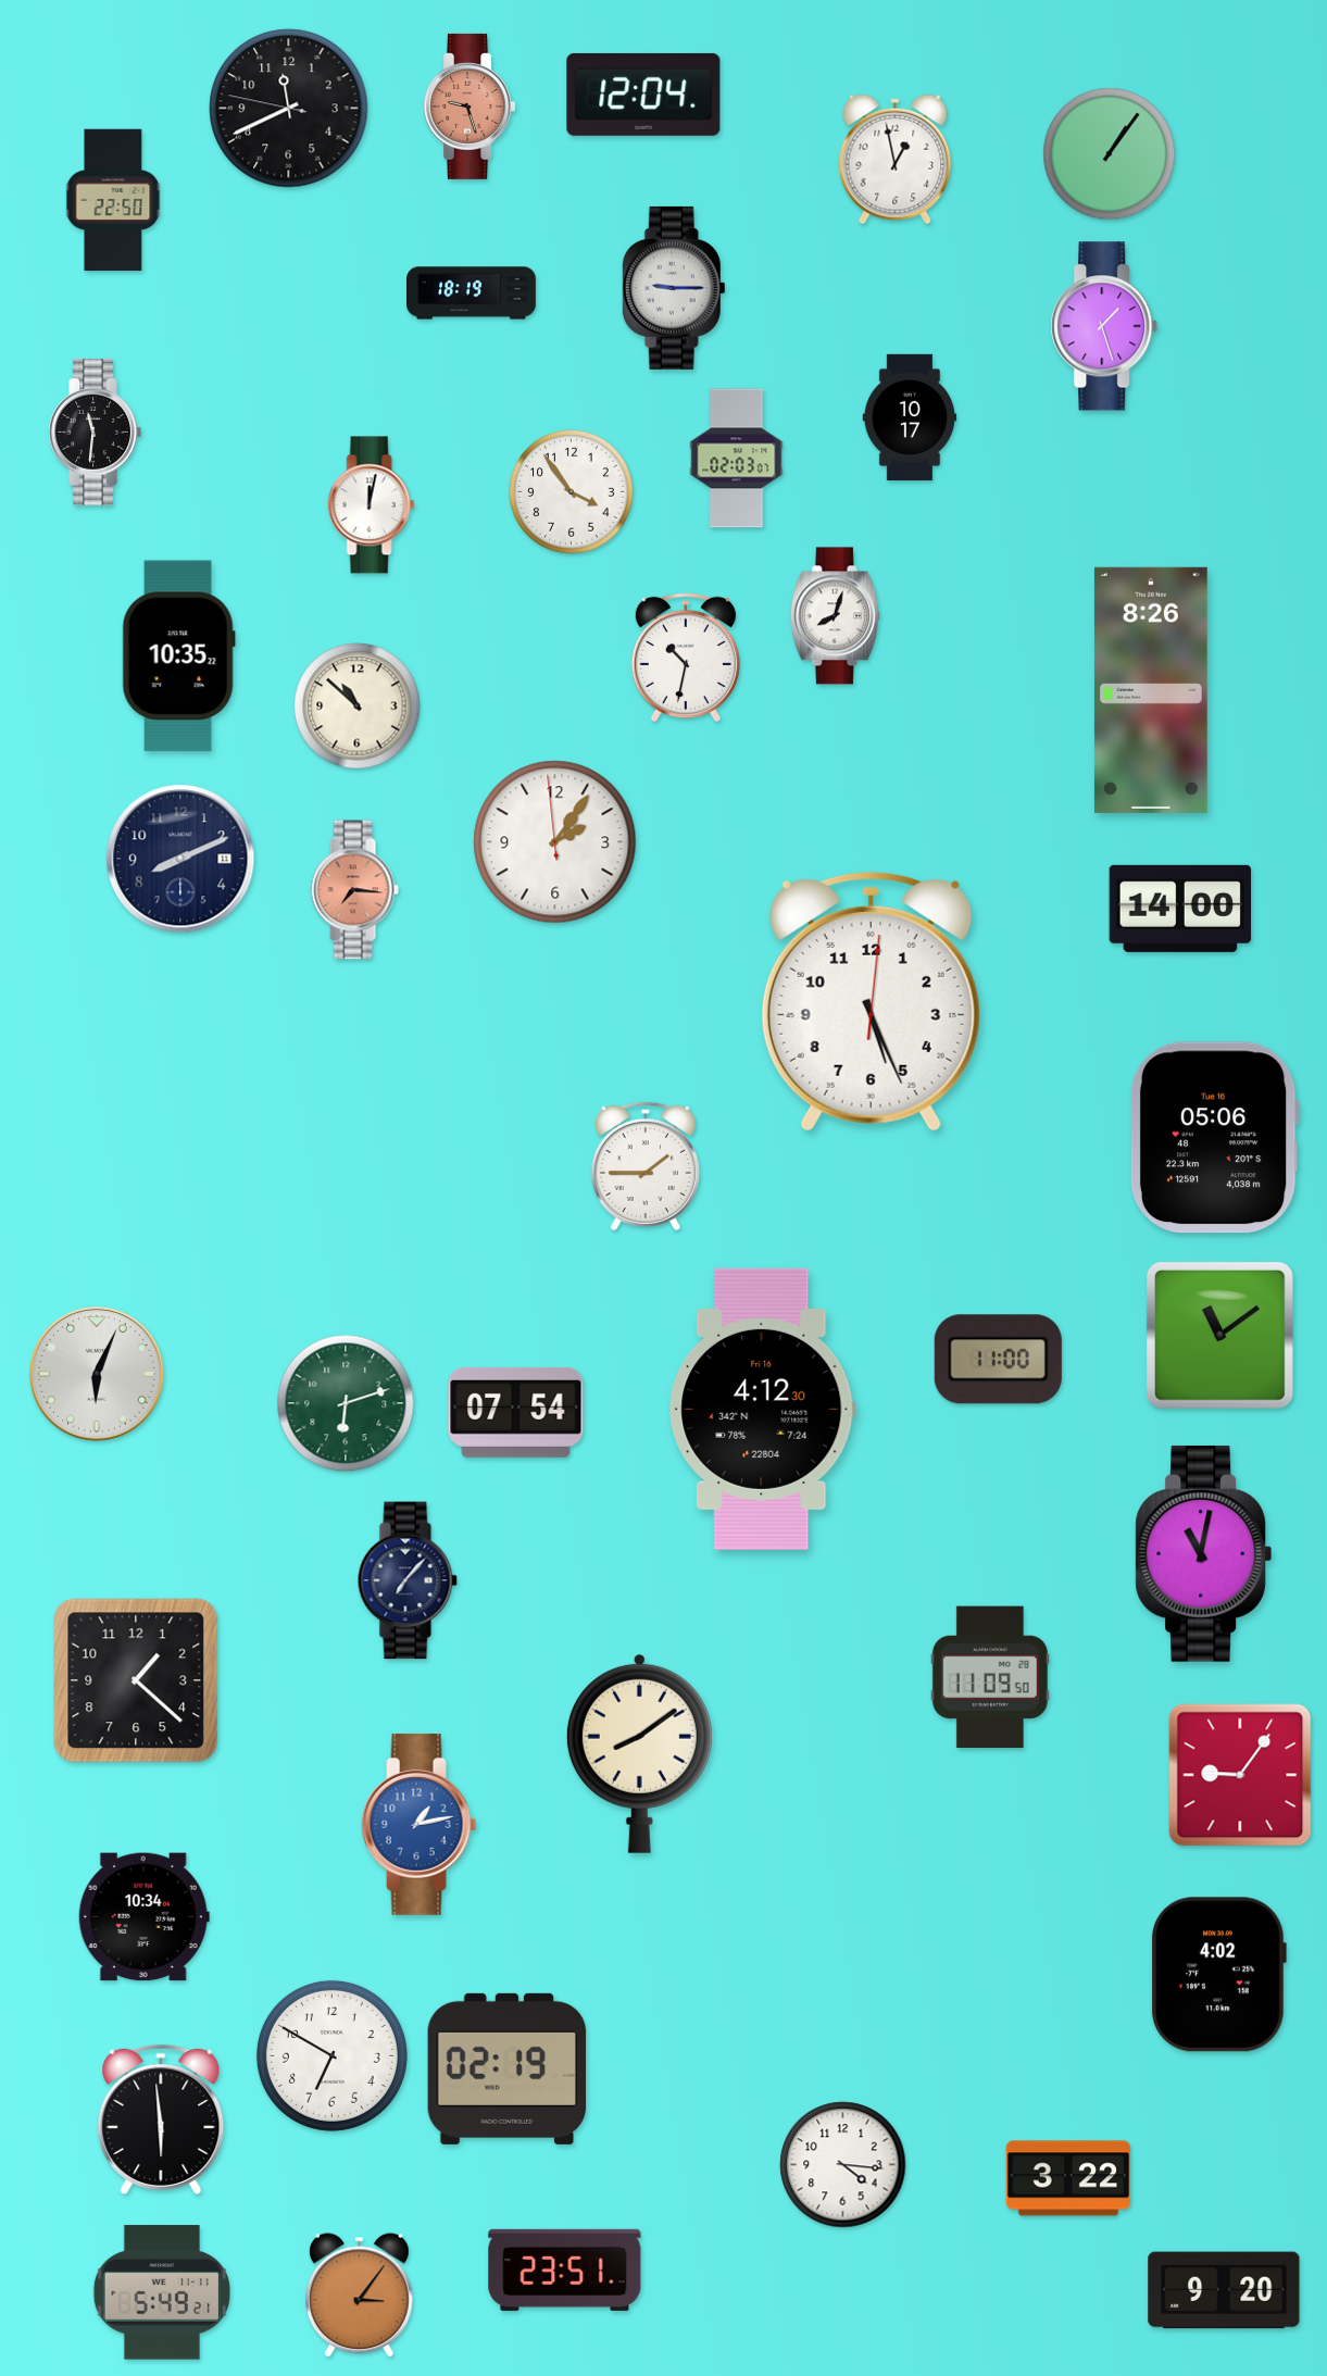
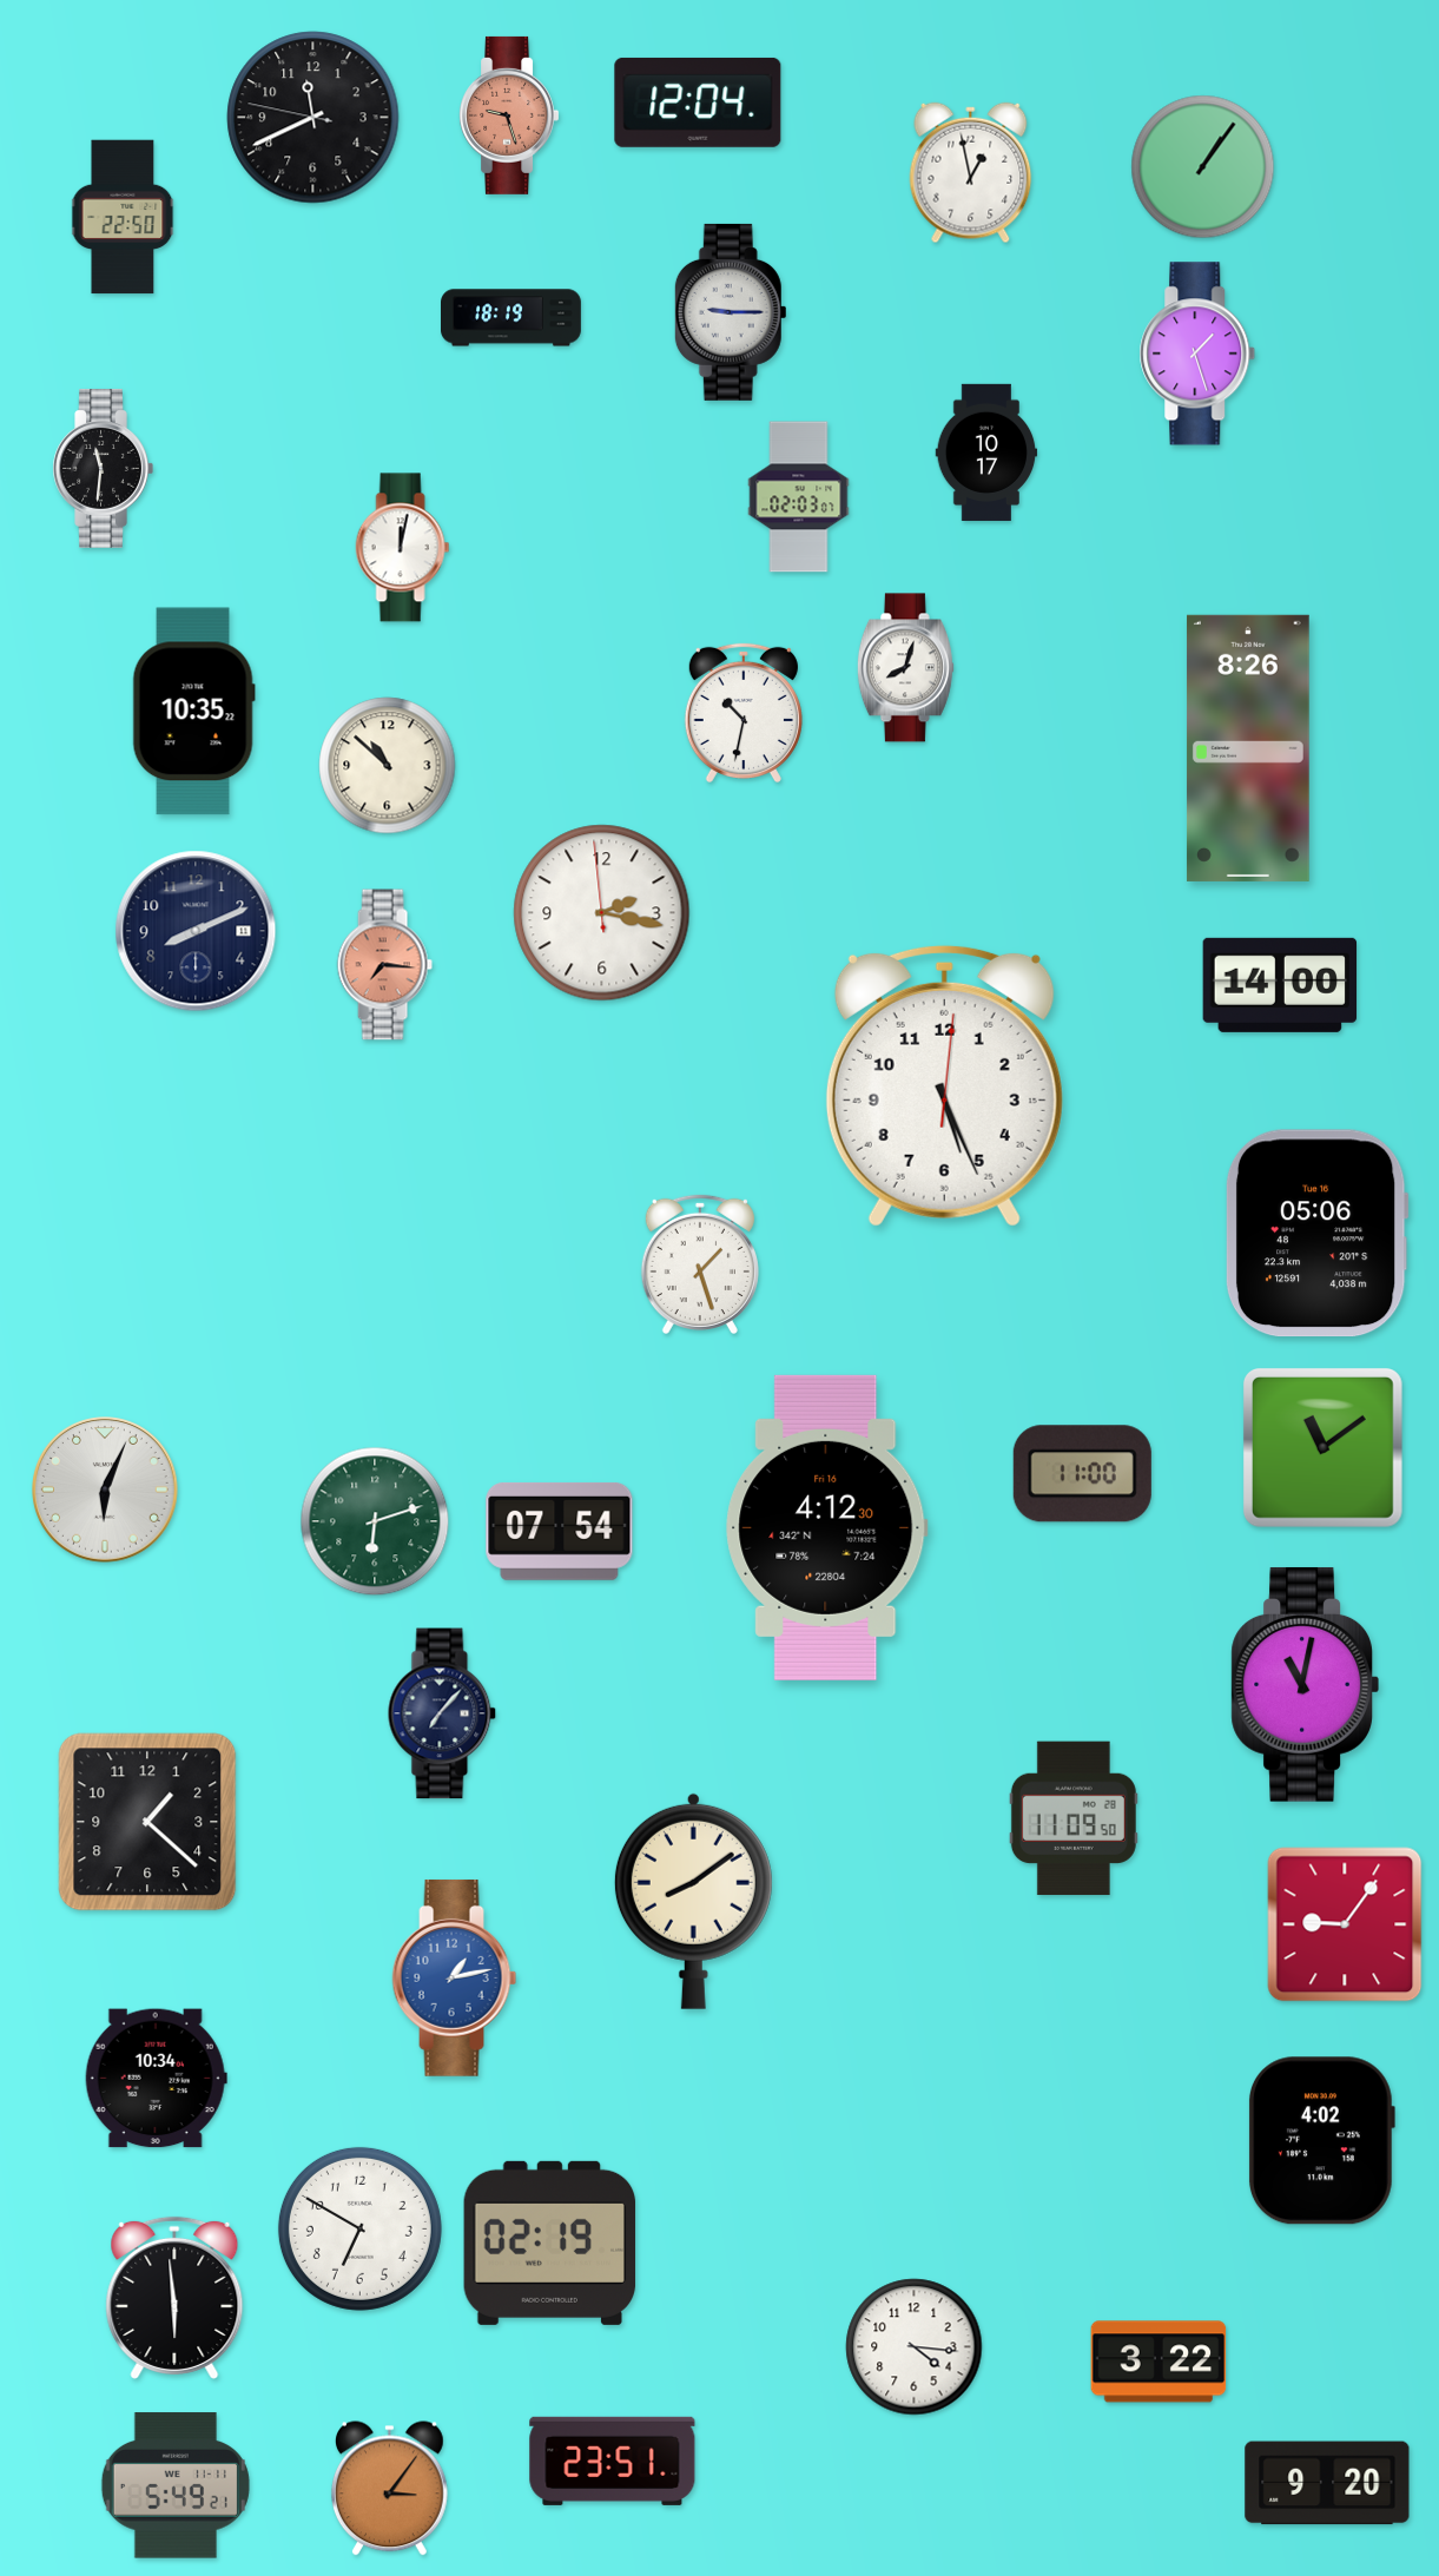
clock at (572, 492): 3:54 -> none
clock at (555, 842): 2:05 -> 2:16
clock at (646, 1166): 1:45 -> 1:27
